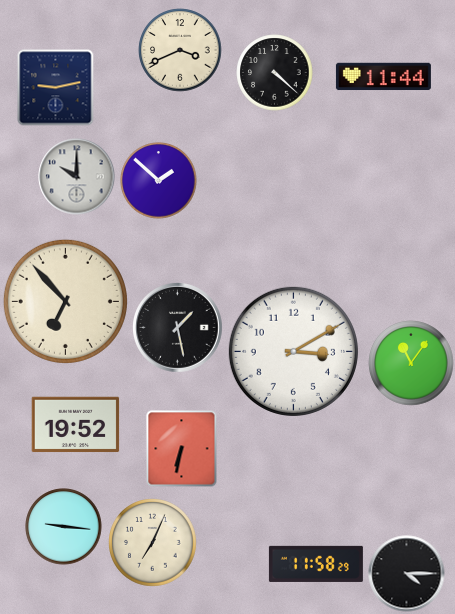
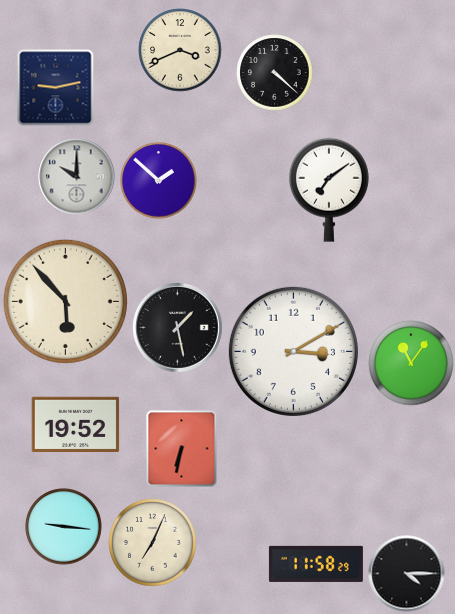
clock at (383, 77): 11:44 -> none
clock at (329, 190): none -> 7:09
clock at (65, 301): 6:53 -> 5:53
